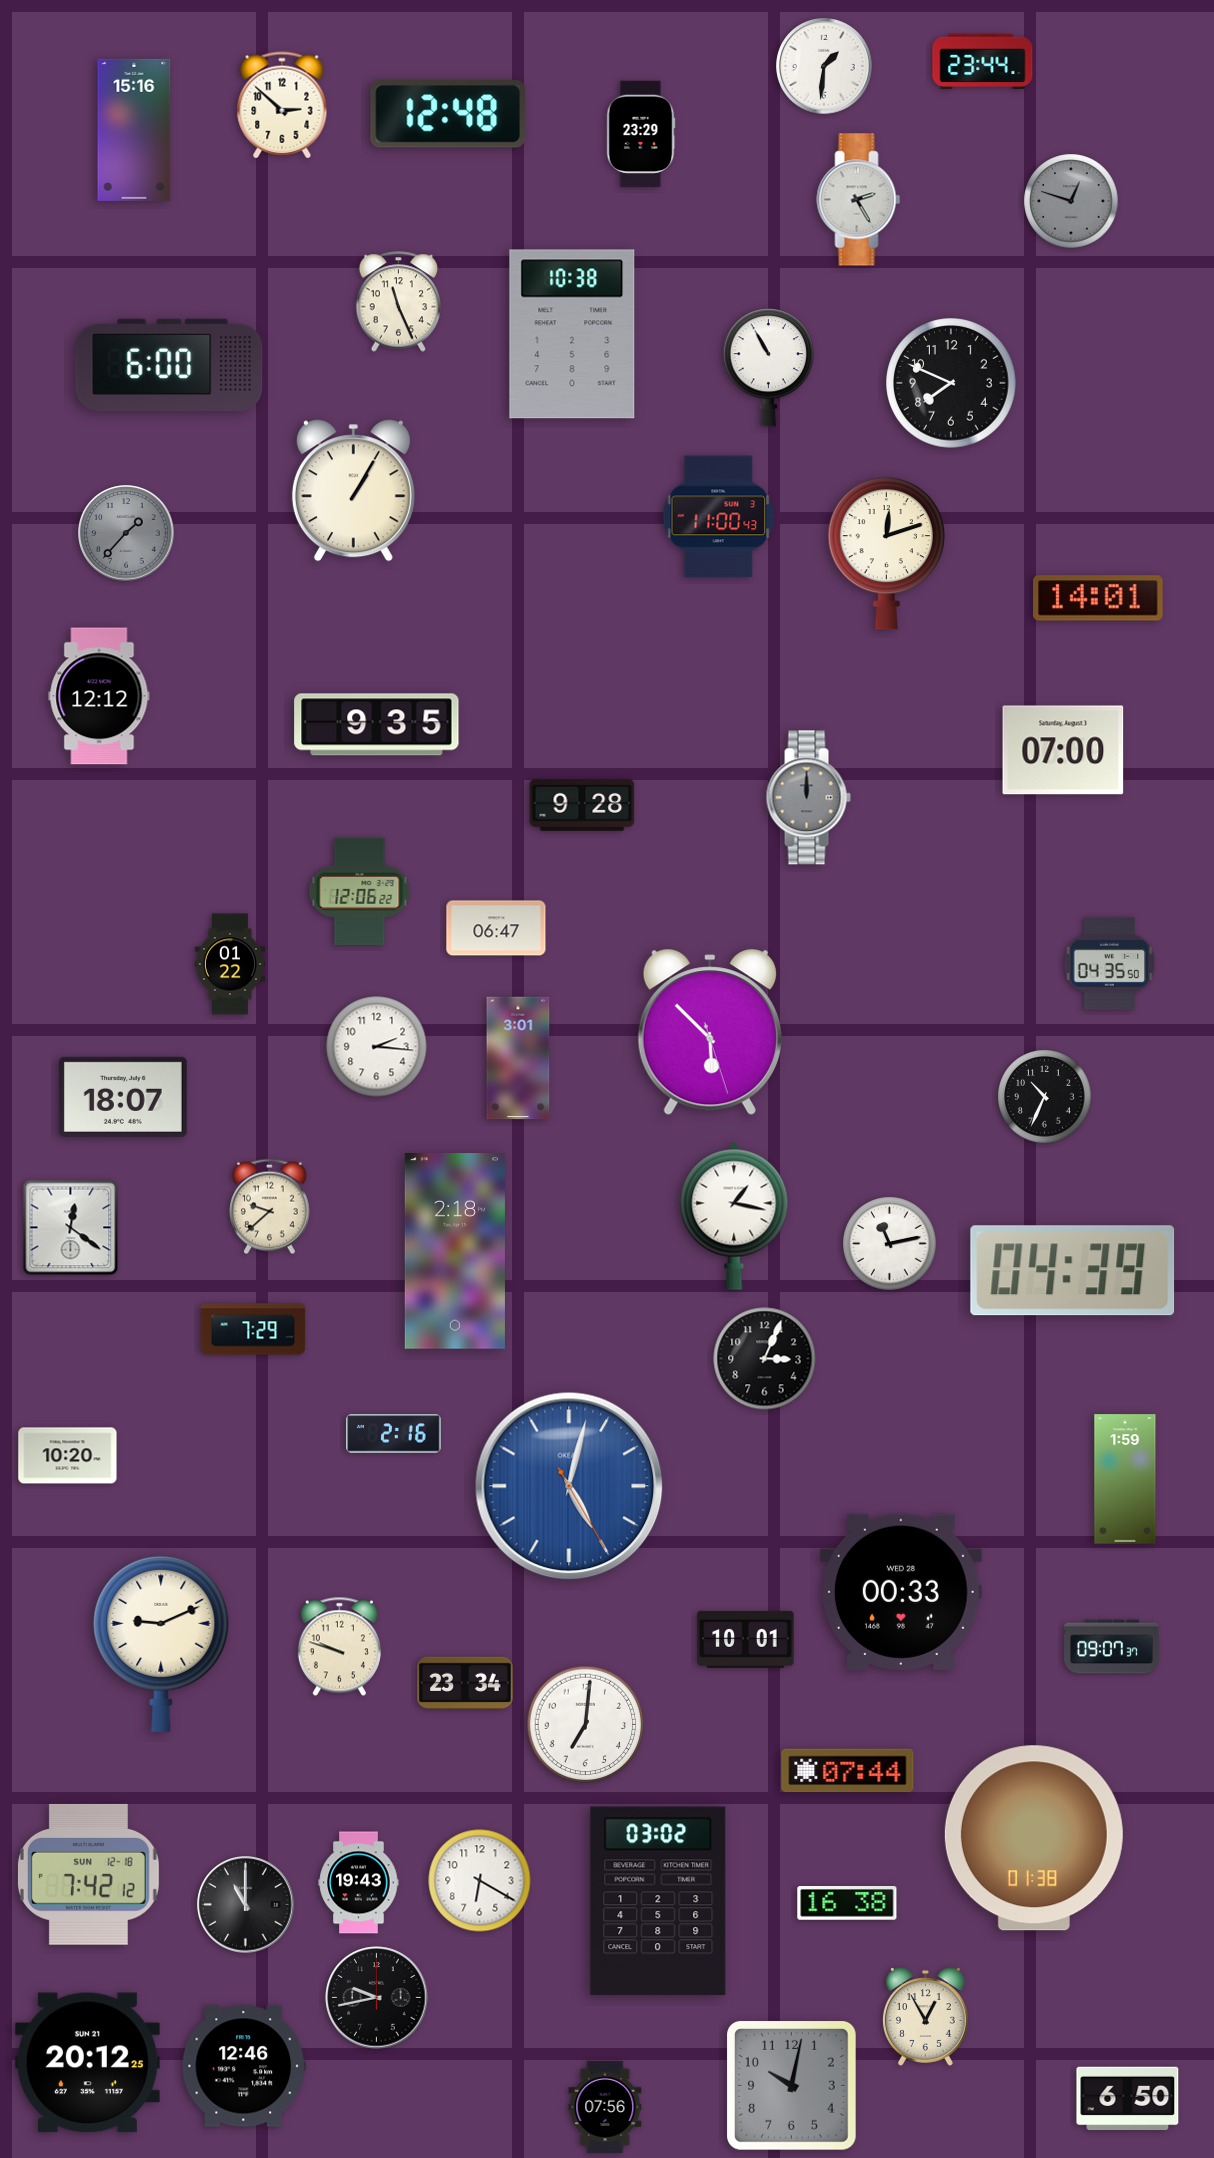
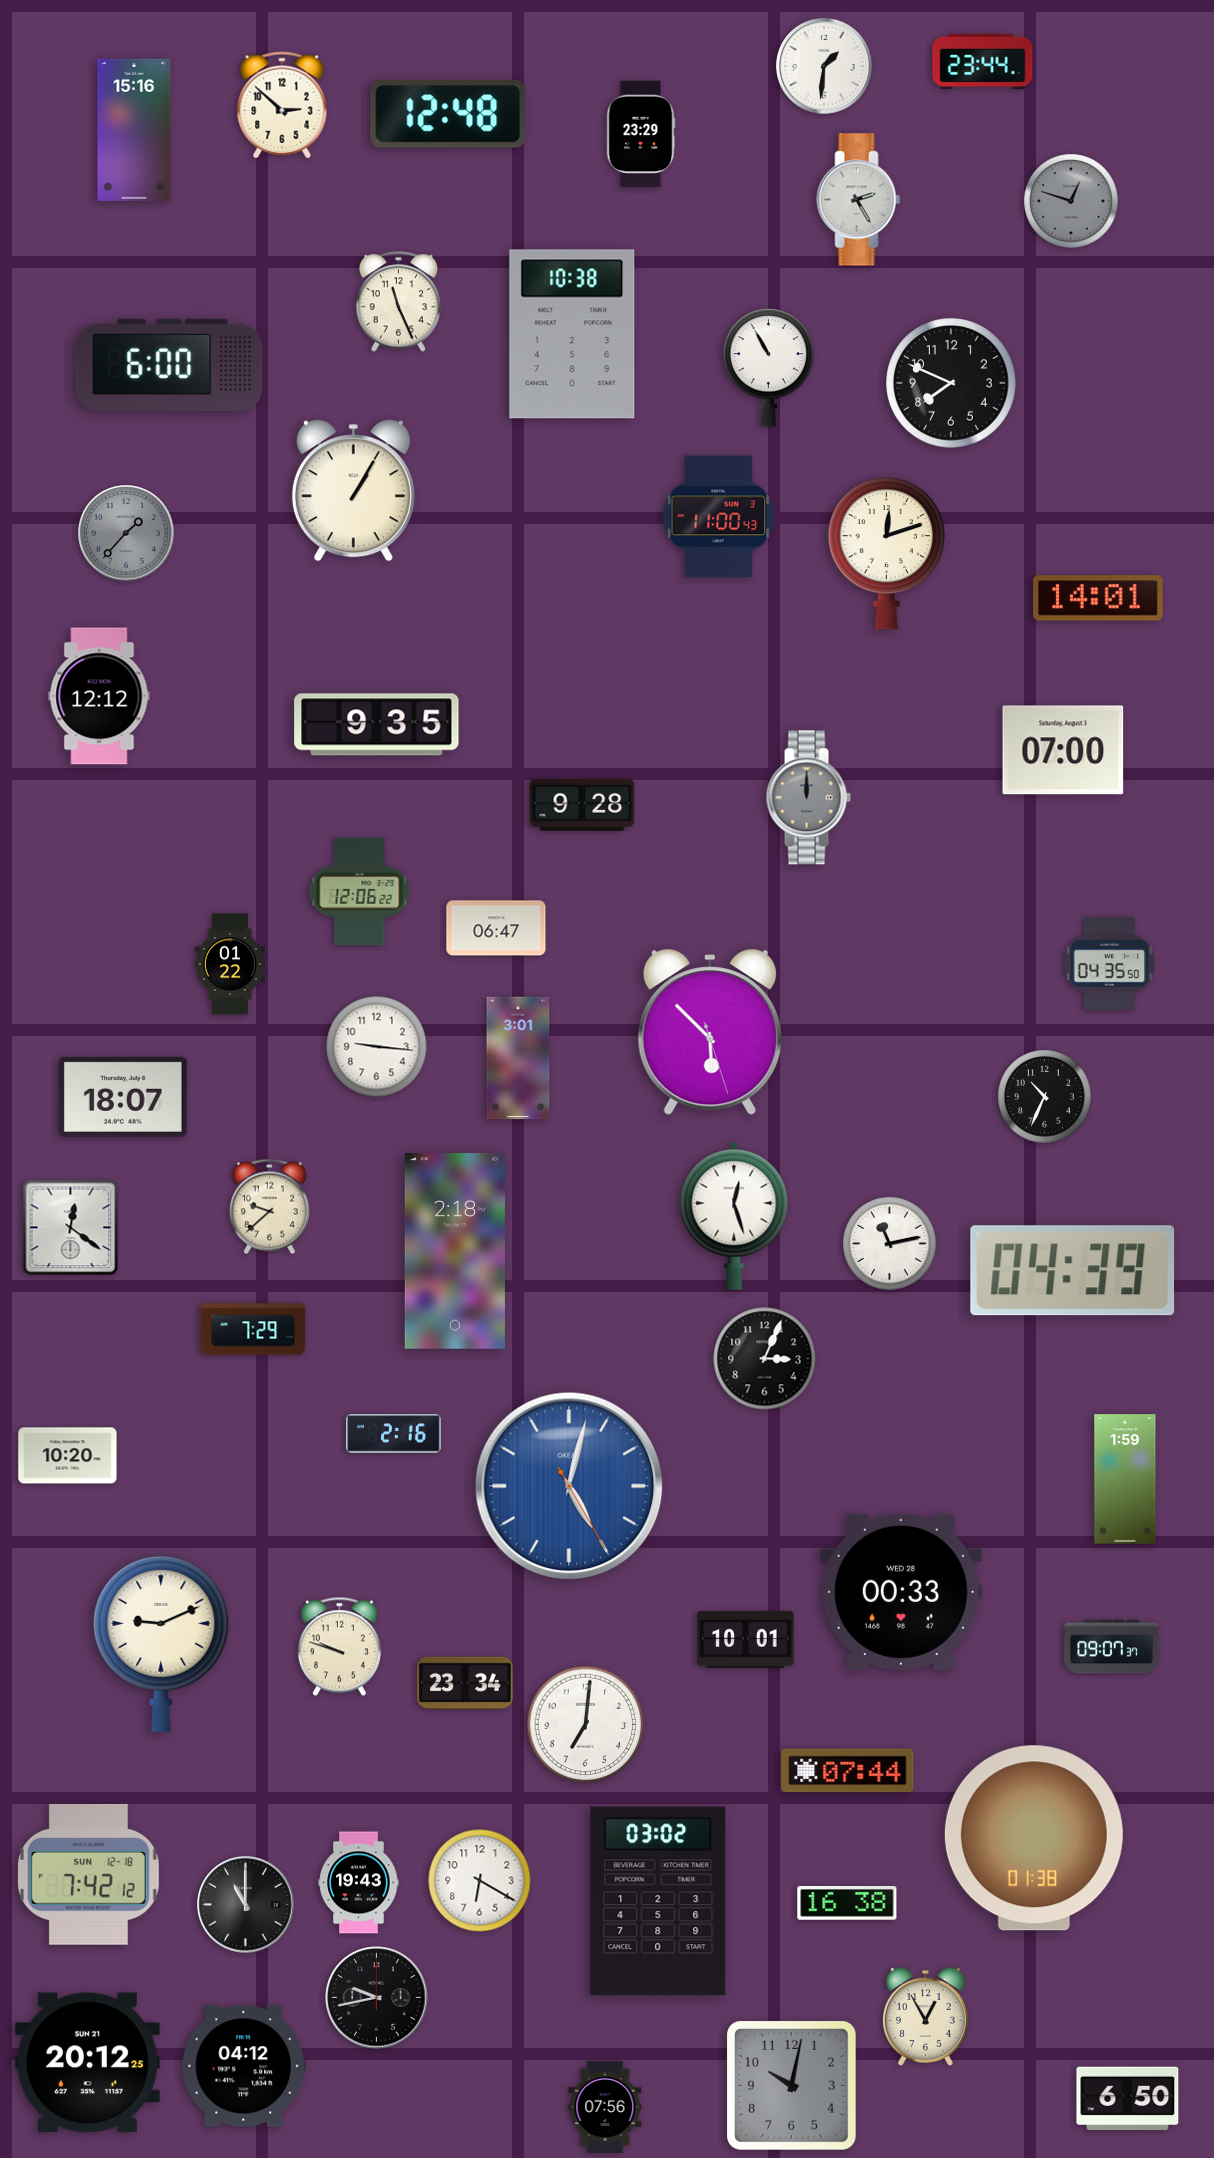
clock at (377, 1047): 2:16 -> 9:16
clock at (734, 1216): 1:17 -> 12:27
clock at (244, 2066): 12:46 -> 04:12
